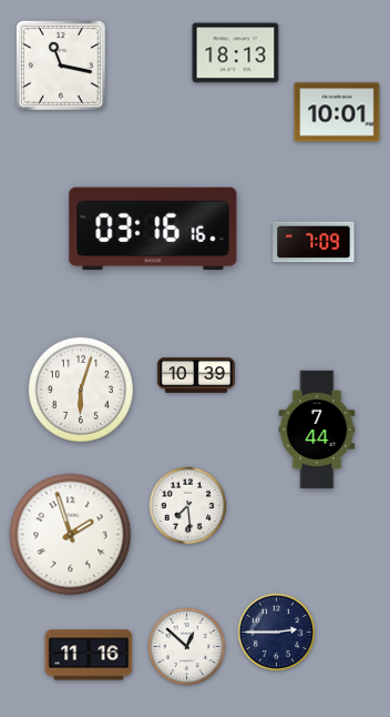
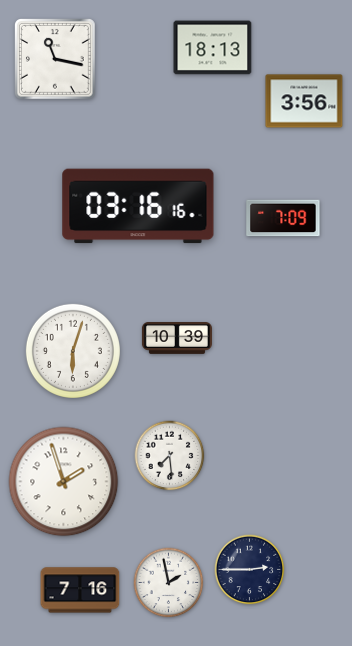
clock at (337, 112): 10:01 -> 3:56
clock at (317, 430): 7:44 -> none
clock at (187, 647): 12:52 -> 1:58
clock at (89, 655): 11:16 -> 7:16
